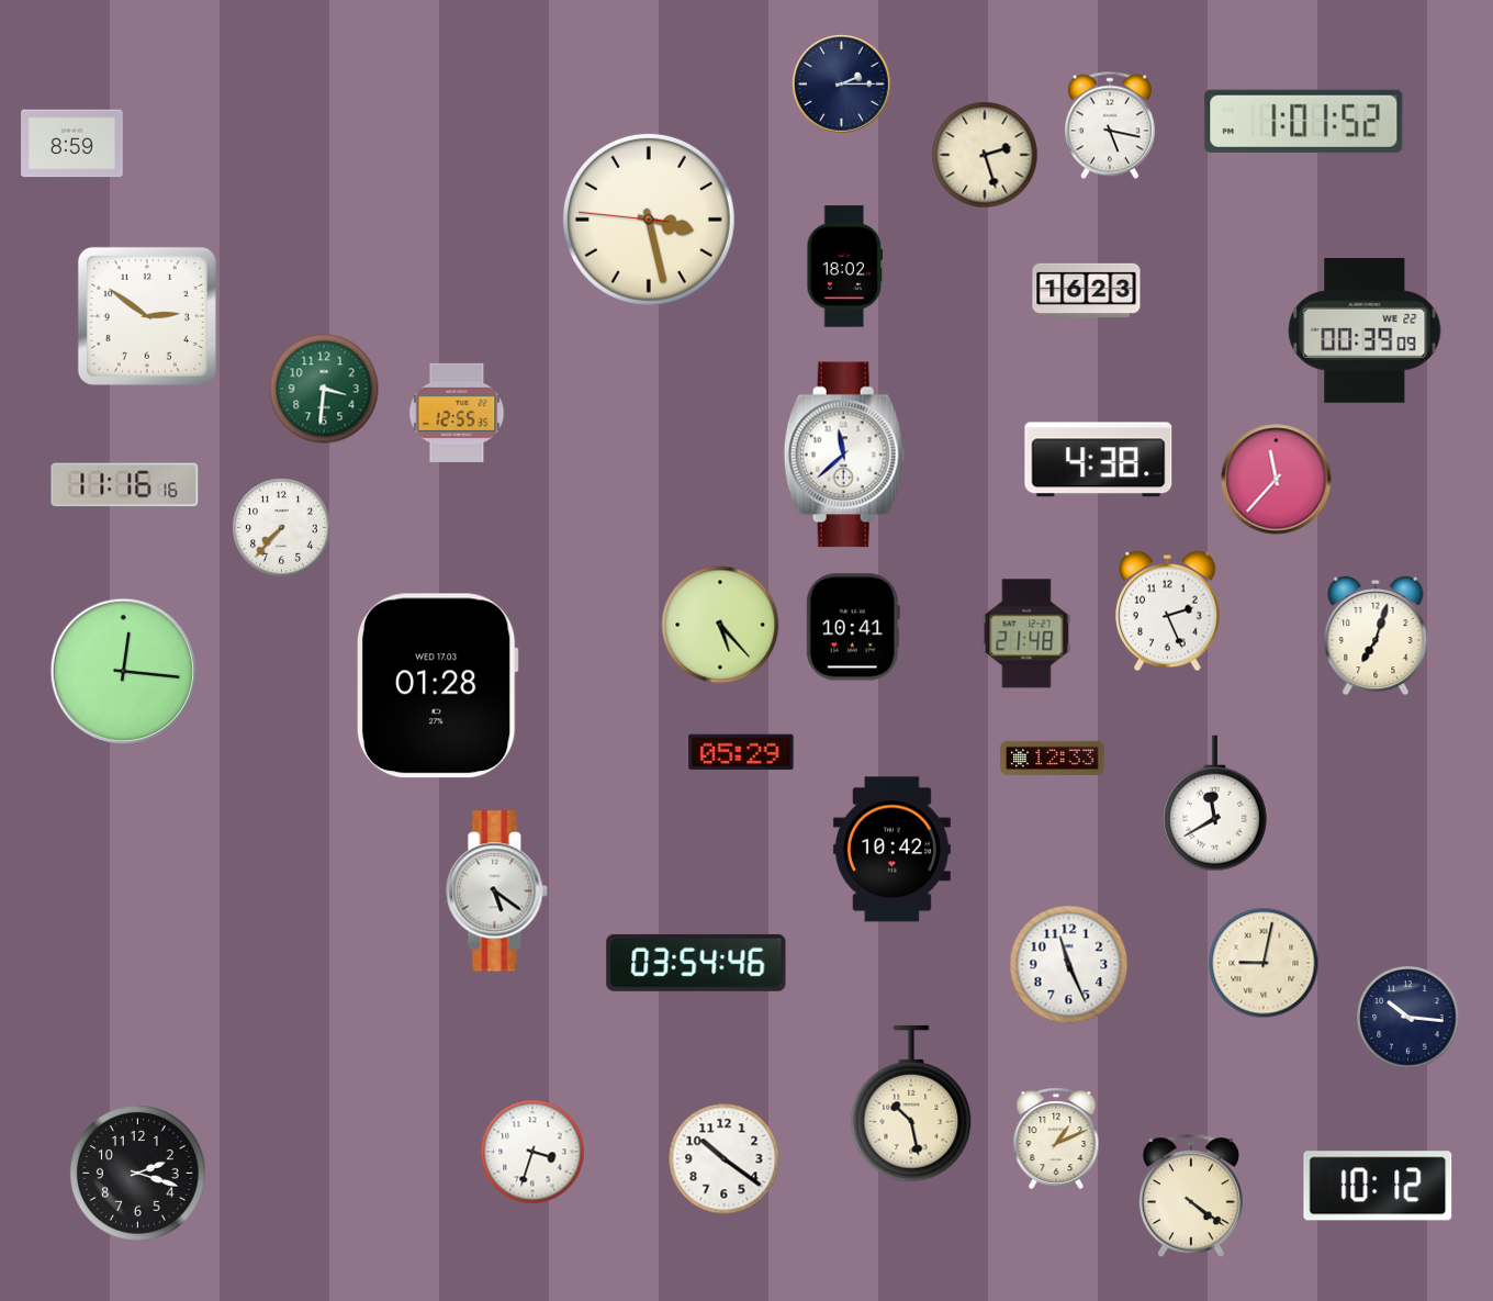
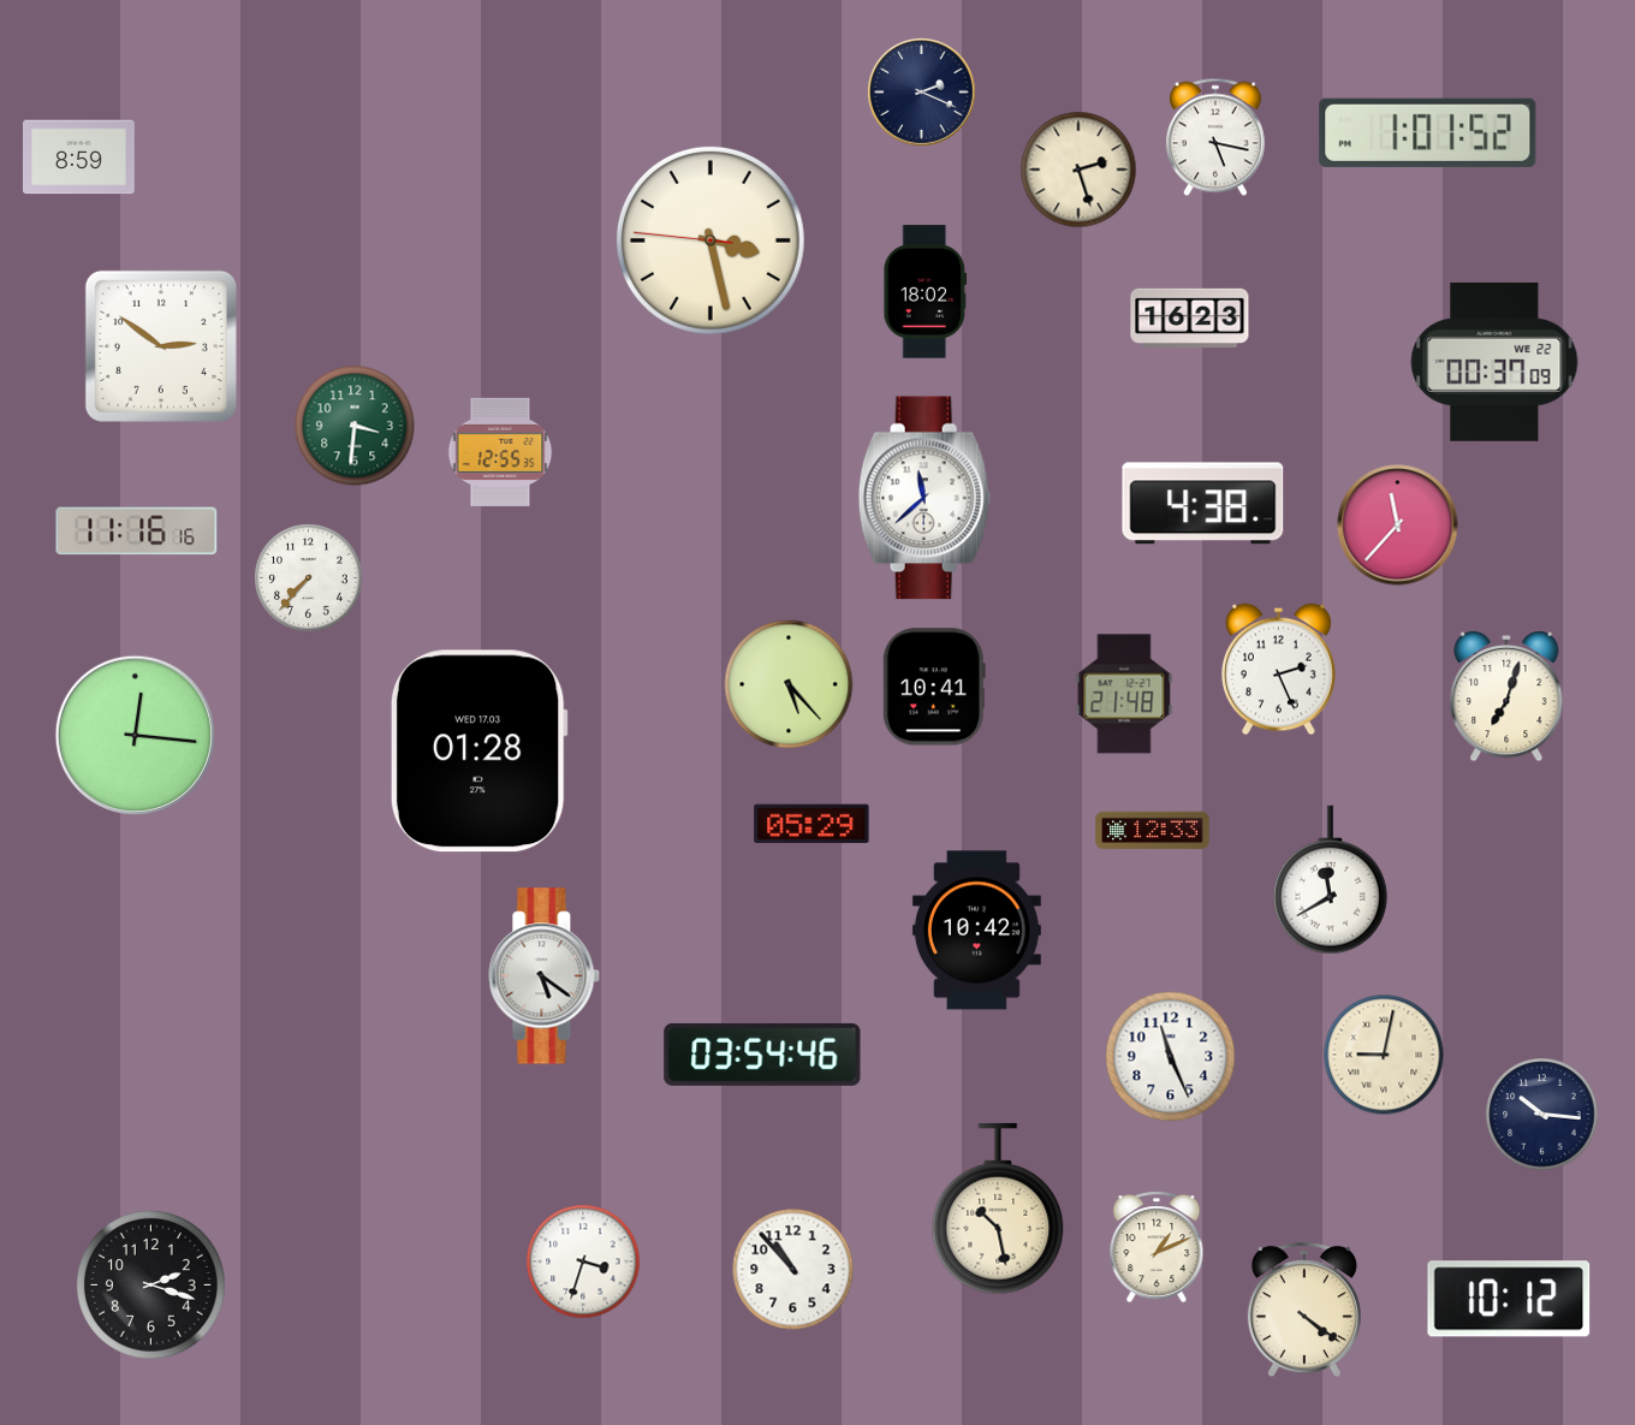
clock at (842, 85): 2:15 -> 2:19
clock at (1365, 330): 00:39 -> 00:37
clock at (725, 1159): 10:21 -> 10:53
